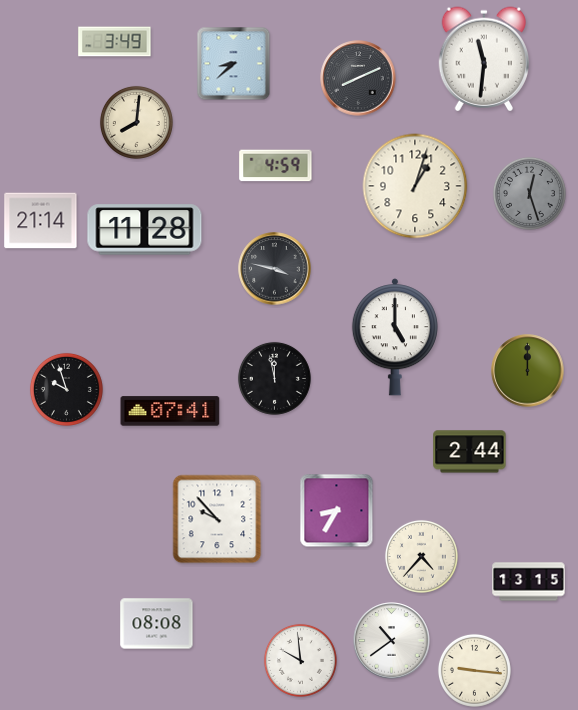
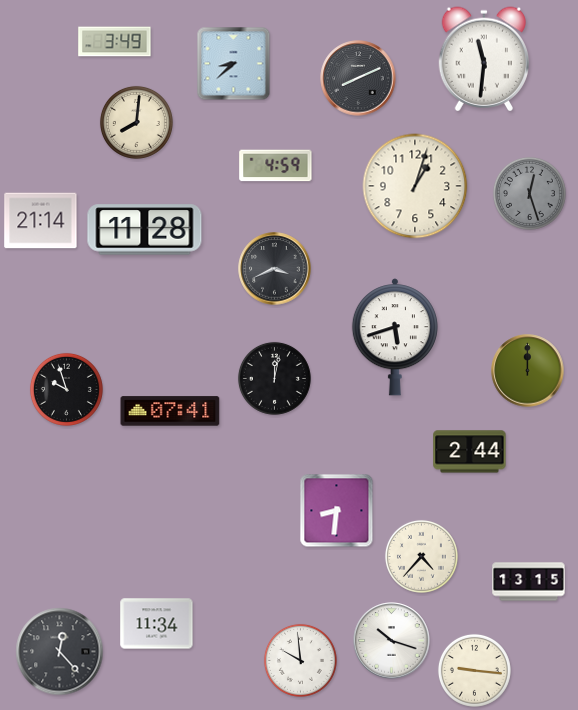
clock at (275, 269): 3:47 -> 3:41
clock at (395, 337): 5:00 -> 5:42
clock at (274, 378): 11:58 -> 12:02
clock at (337, 511): 8:35 -> 8:31
clock at (217, 519): 9:53 -> none
clock at (157, 624): 08:08 -> 11:34
clock at (392, 641): 10:39 -> 10:18
clock at (60, 652): none -> 12:23
